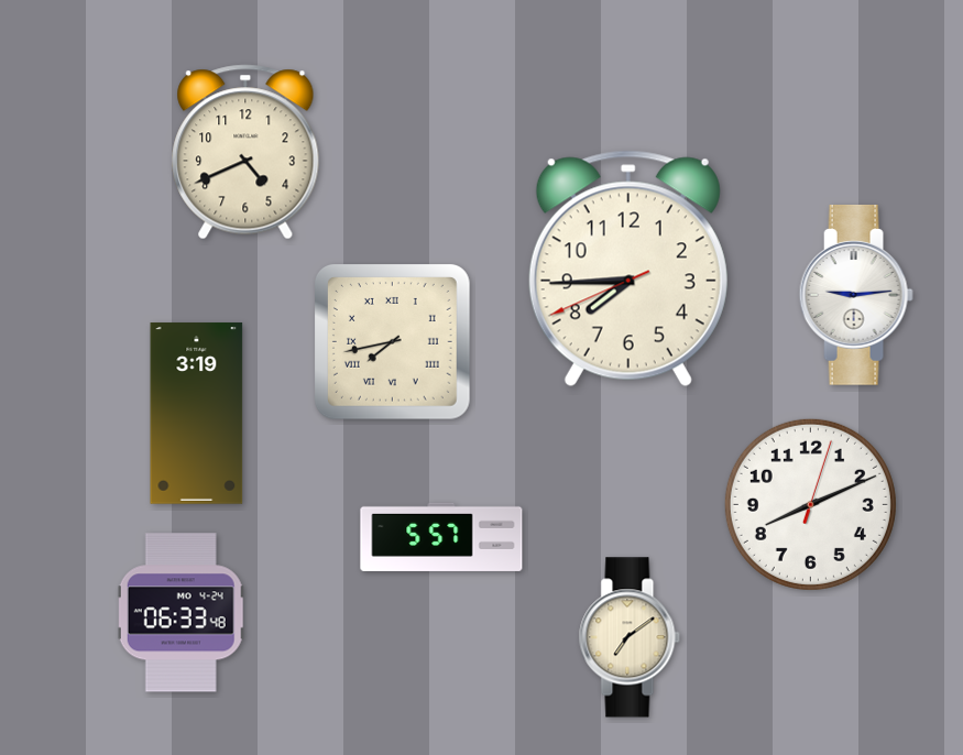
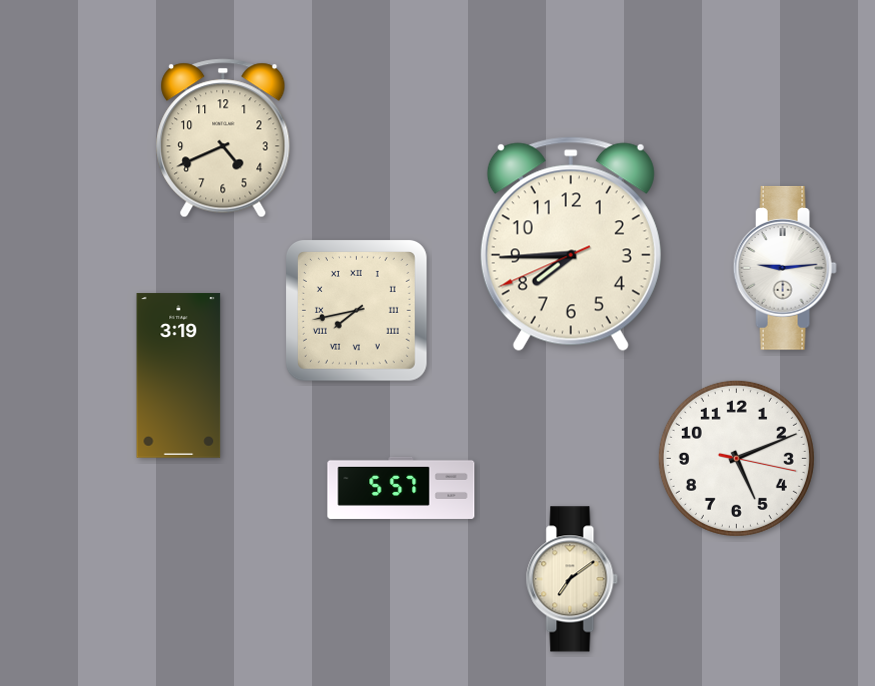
clock at (856, 295) position: (856, 295) -> (785, 268)
clock at (810, 504): 8:11 -> 5:11
clock at (182, 613): 06:33 -> none
